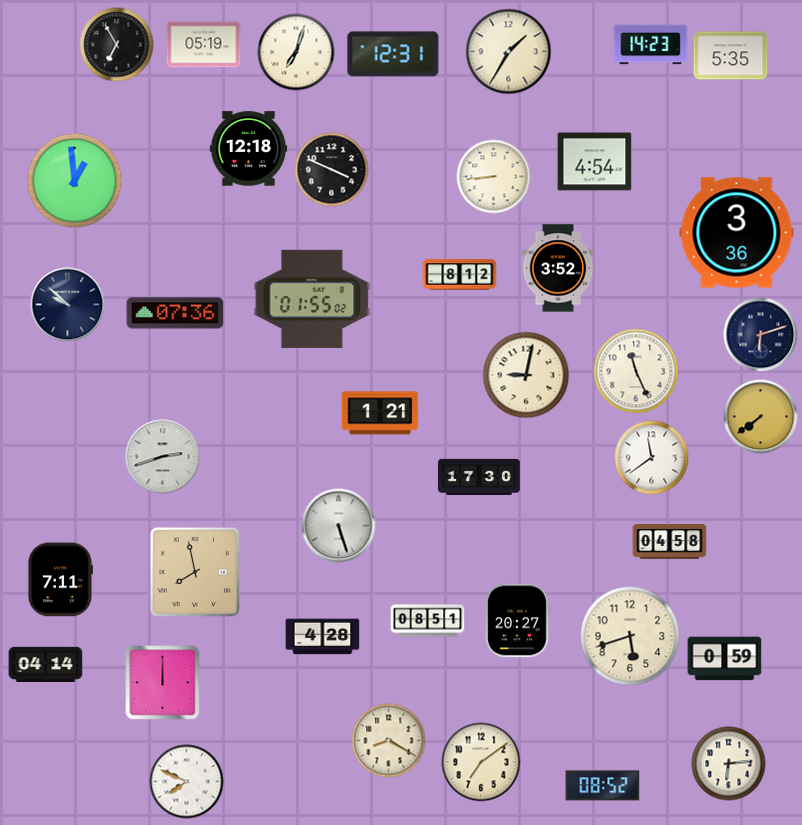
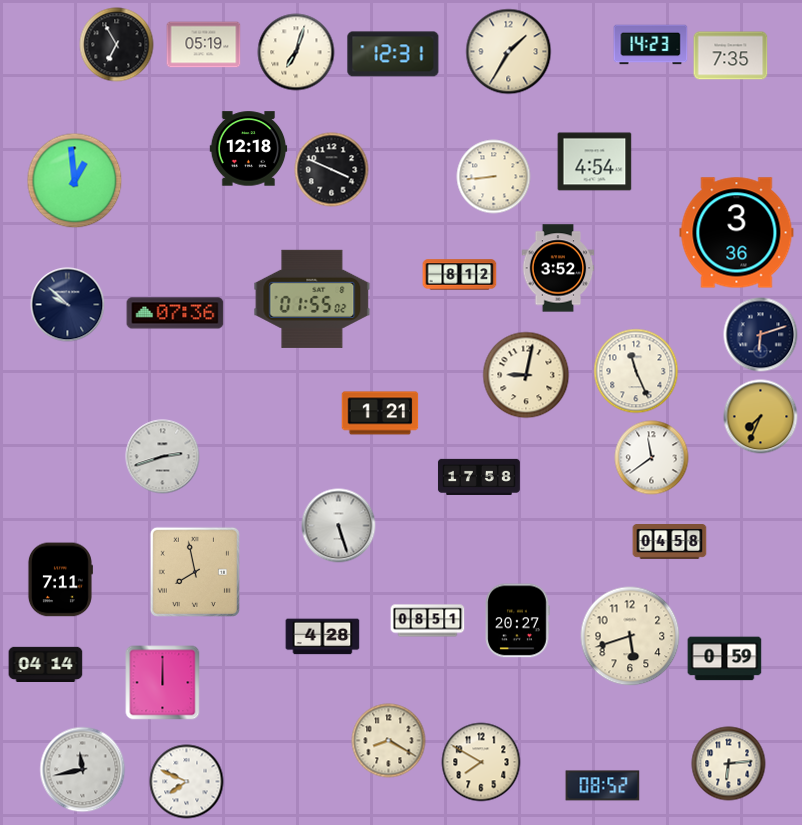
clock at (731, 56): 5:35 -> 7:35
clock at (761, 417): 7:39 -> 7:34
clock at (479, 477): 17:30 -> 17:58
clock at (481, 762): 7:09 -> 7:50
clock at (83, 770): none -> 11:43
